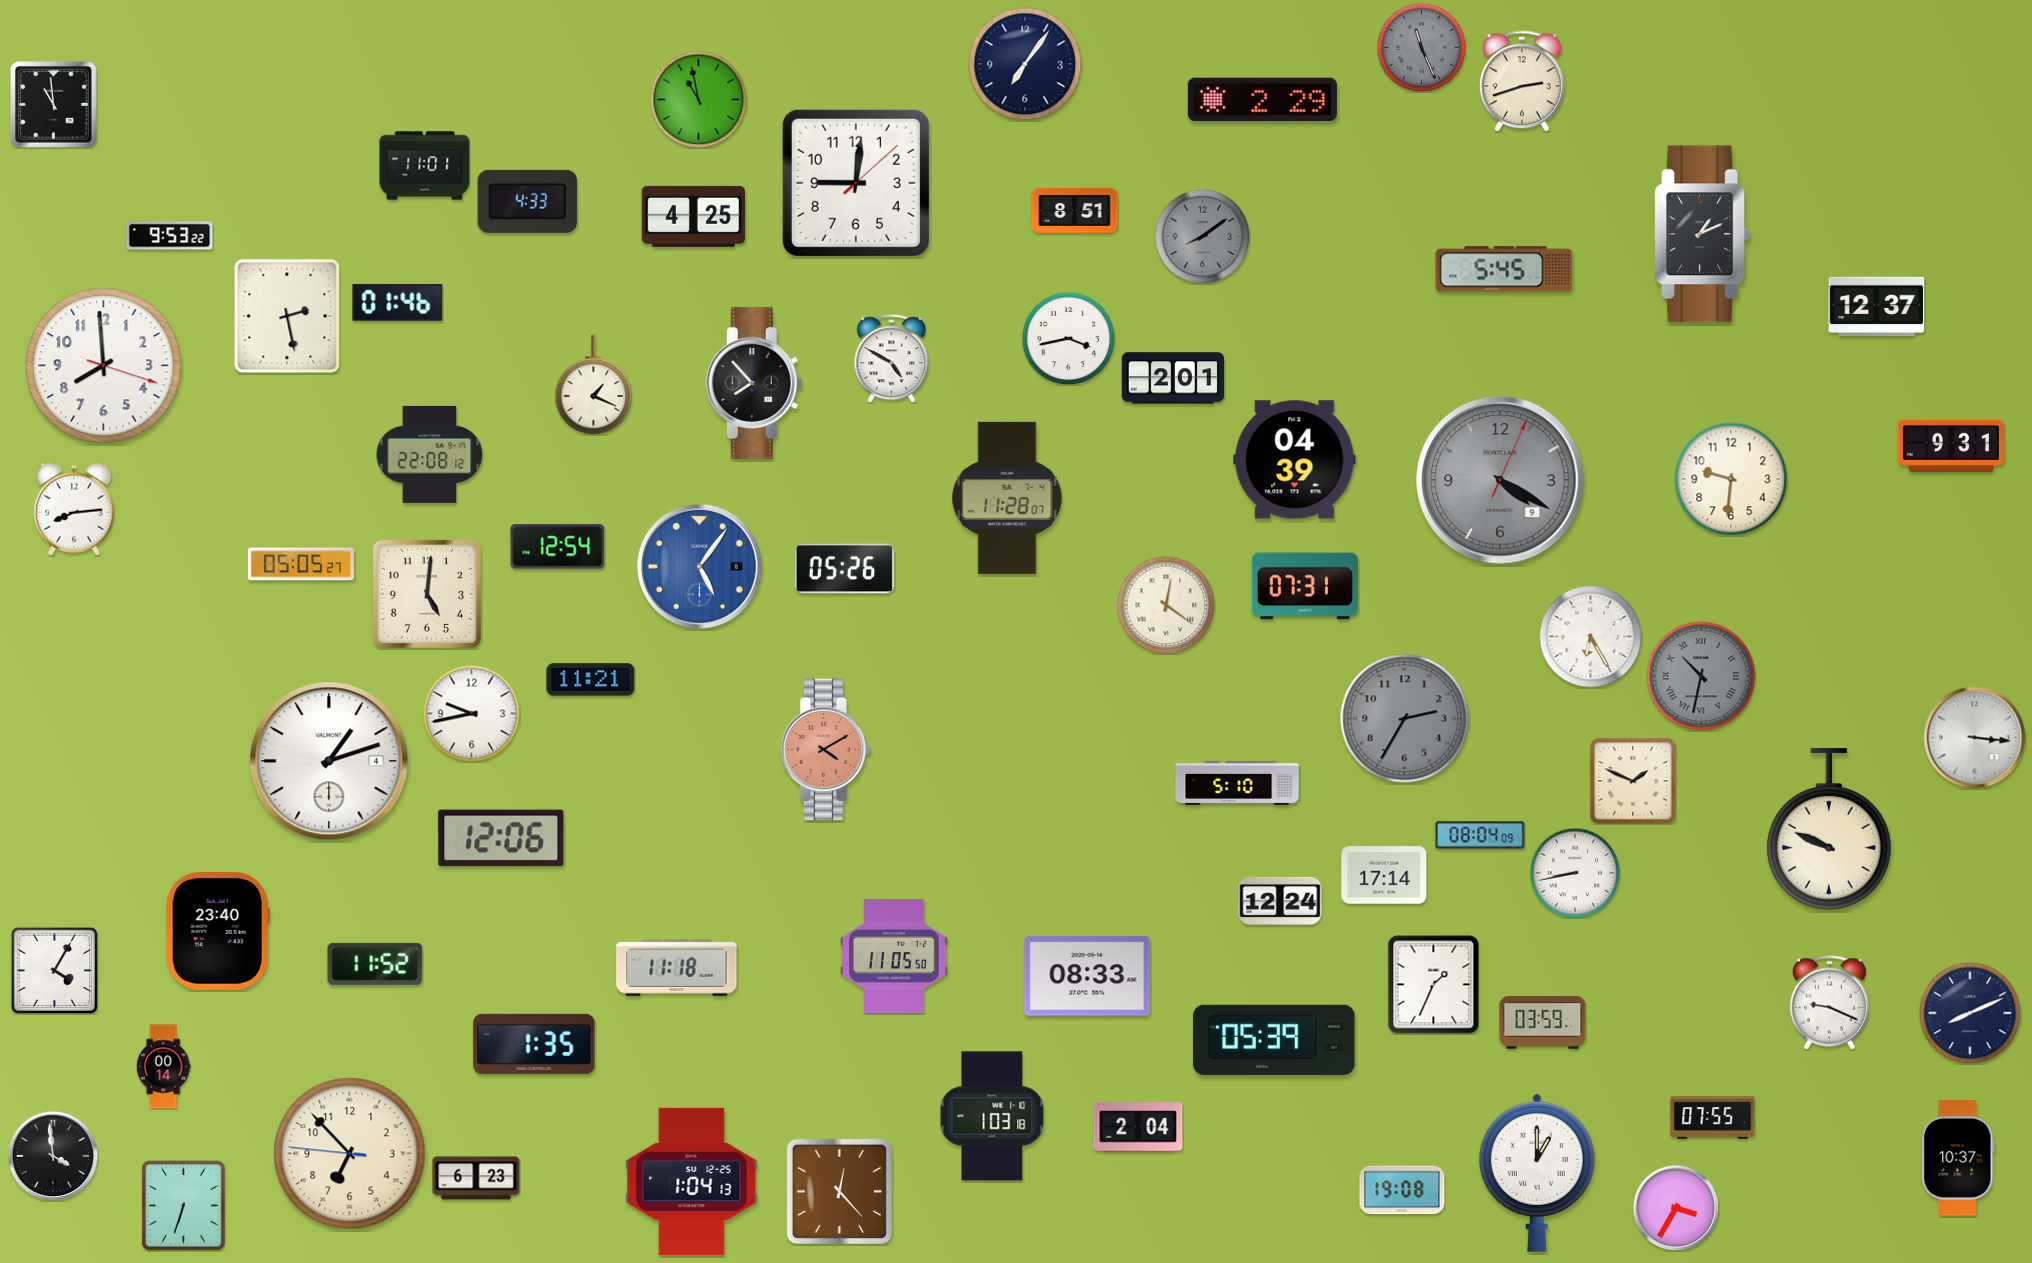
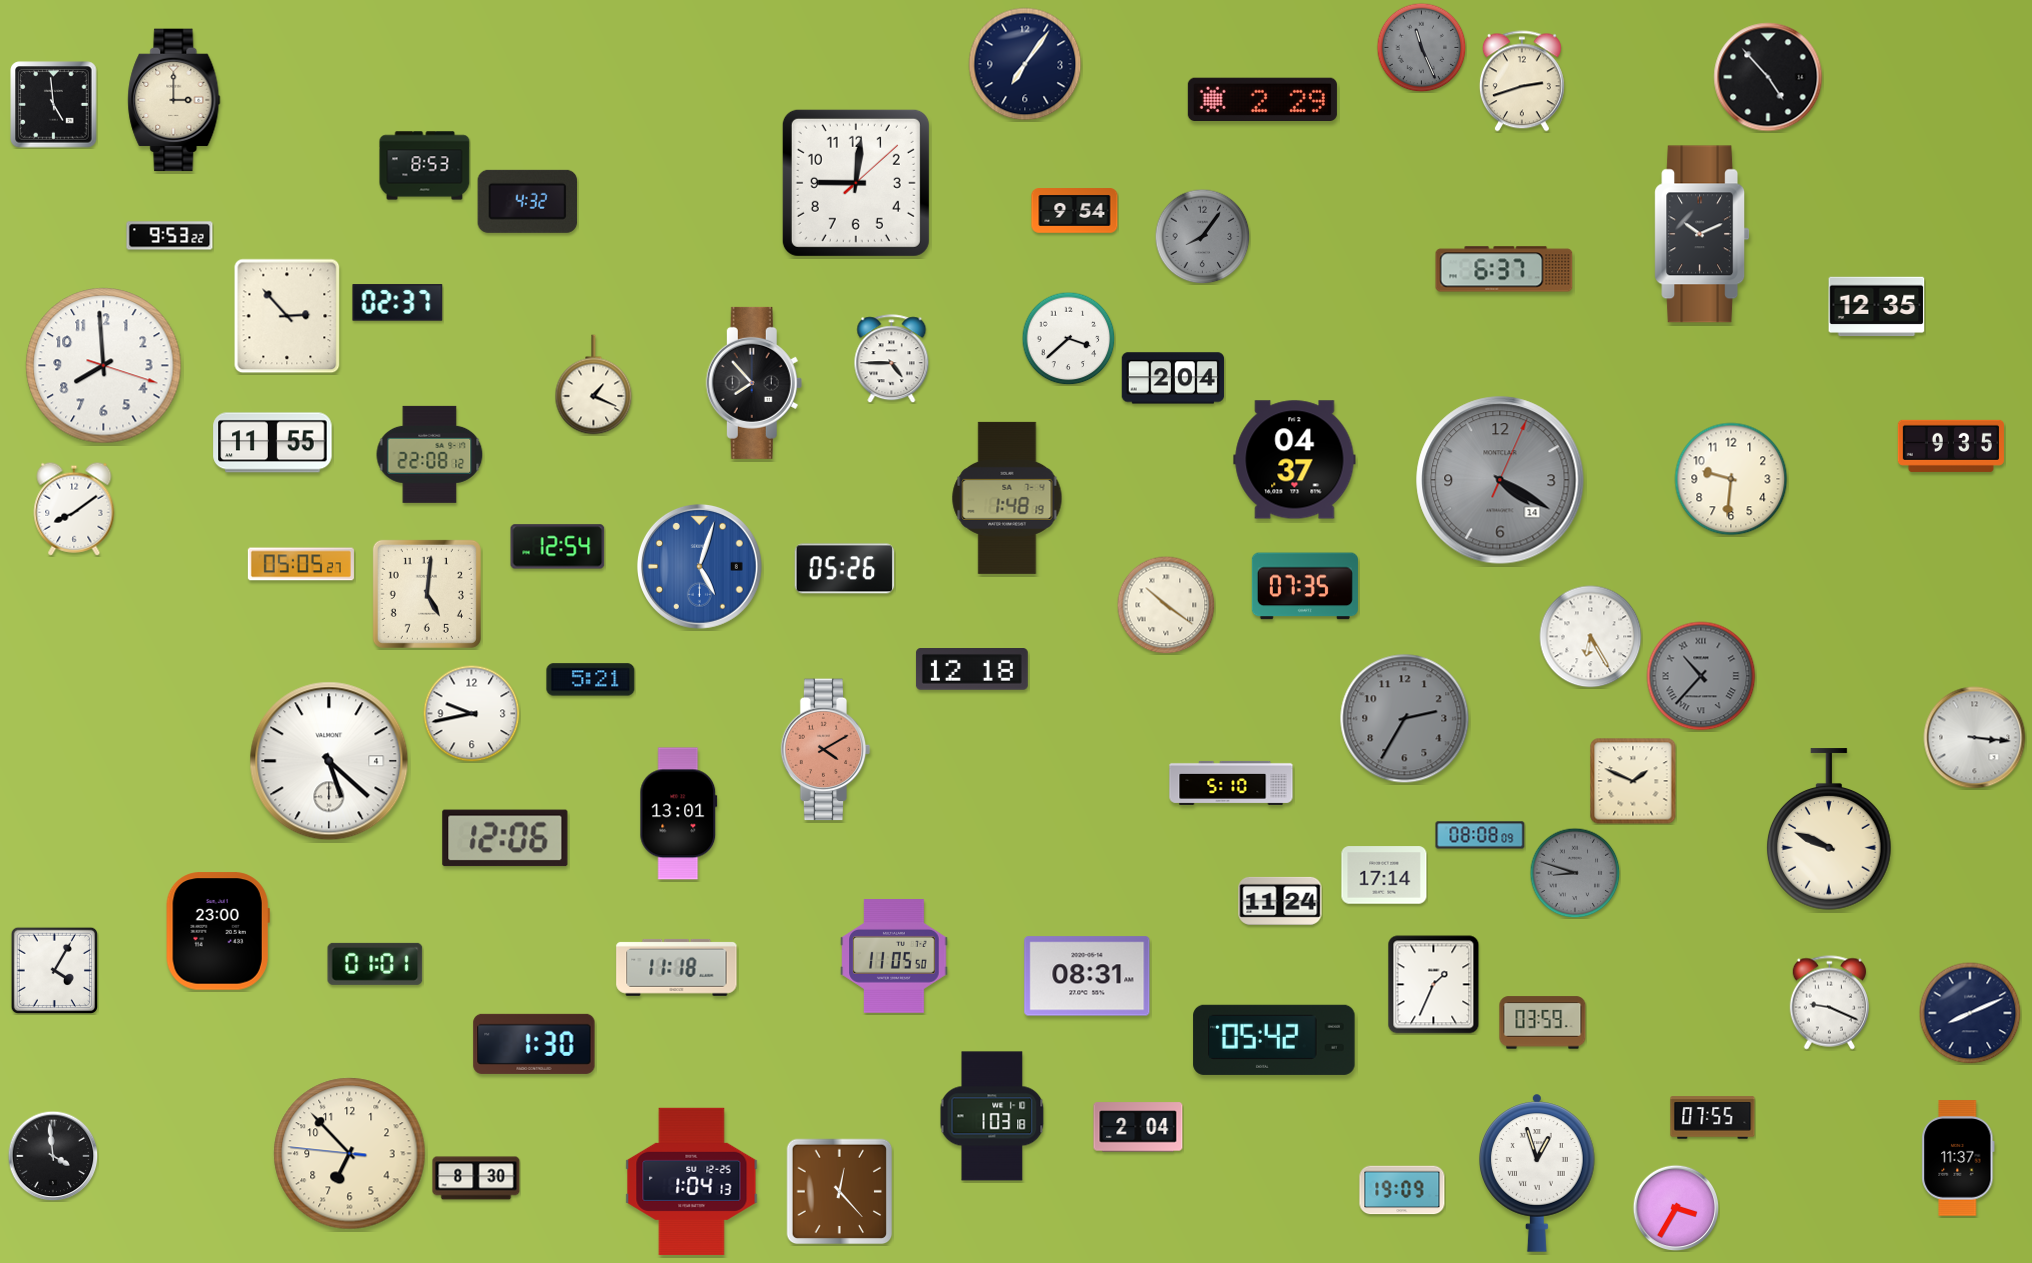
clock at (1768, 77): none -> 4:53
clock at (698, 99): 10:58 -> none
clock at (174, 100): none -> 3:00
clock at (54, 105): 10:59 -> 4:59
clock at (425, 166): 11:01 -> 8:53
clock at (528, 201): 4:33 -> 4:32
clock at (1075, 211): 8:51 -> 9:54
clock at (693, 216): 4:25 -> none
clock at (1702, 234): 1:11 -> 10:11
clock at (1202, 236): 8:09 -> 8:06
clock at (1504, 269): 5:45 -> 6:37
clock at (398, 303): 01:46 -> 02:37
clock at (1877, 307): 12:37 -> 12:35
clock at (287, 316): 2:28 -> 2:53
clock at (1068, 338): 3:43 -> 3:38
clock at (892, 359): 4:50 -> 4:45
clock at (1173, 378): 2:01 -> 2:04
clock at (273, 443): none -> 11:55
clock at (1951, 446): 9:31 -> 9:35
clock at (1295, 460): 04:39 -> 04:37
clock at (1500, 480) date: 9 -> 14
clock at (1007, 498): 11:28 -> 1:48
clock at (74, 509): 8:14 -> 8:09
clock at (699, 566): 5:06 -> 5:03
clock at (1305, 586): 07:31 -> 07:35
clock at (1166, 605): 12:21 -> 10:21
clock at (972, 669): none -> 12:18
clock at (1701, 676): 10:32 -> 10:37
clock at (591, 680): 11:21 -> 5:21
clock at (329, 761): 1:12 -> 5:22
clock at (1237, 783) position: (1237, 783) -> (1231, 783)
clock at (679, 814): none -> 13:01
clock at (1480, 835): 08:04 -> 08:08
clock at (501, 838) position: (501, 838) -> (505, 838)
clock at (1575, 873): 8:43 -> 8:48
clock at (1575, 873) dial: white -> grey
clock at (1280, 901): 12:24 -> 11:24
clock at (218, 931): 23:40 -> 23:00
clock at (375, 964): 11:52 -> 01:01
clock at (1087, 976): 08:33 -> 08:31
clock at (1274, 1040): 05:39 -> 05:42
clock at (534, 1044): 1:35 -> 1:30
clock at (163, 1067): 00:14 -> none
clock at (1958, 1158): 10:37 -> 11:37
clock at (1538, 1173): 1:00 -> 12:57
clock at (476, 1178): 6:23 -> 8:30
clock at (1402, 1190): 19:08 -> 19:09
clock at (184, 1206): 6:33 -> none
